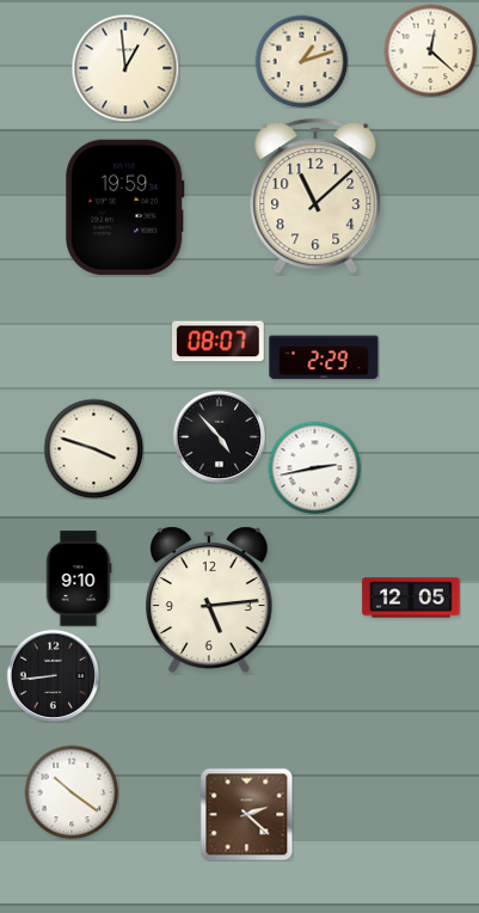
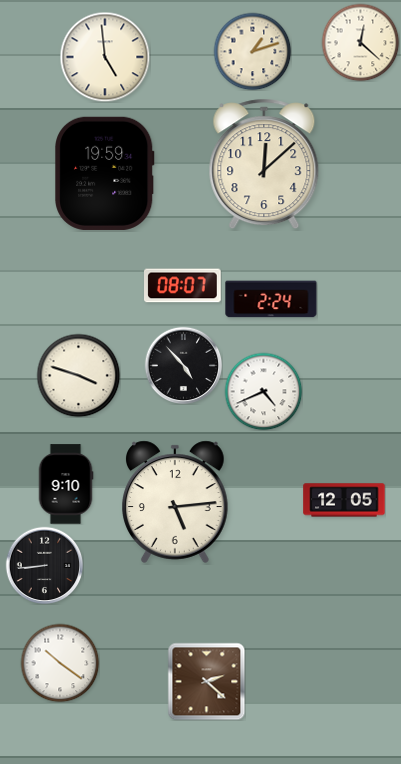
clock at (125, 68): 12:59 -> 4:59
clock at (315, 196): 11:08 -> 12:08
clock at (324, 357): 2:29 -> 2:24
clock at (314, 467): 2:43 -> 4:41
